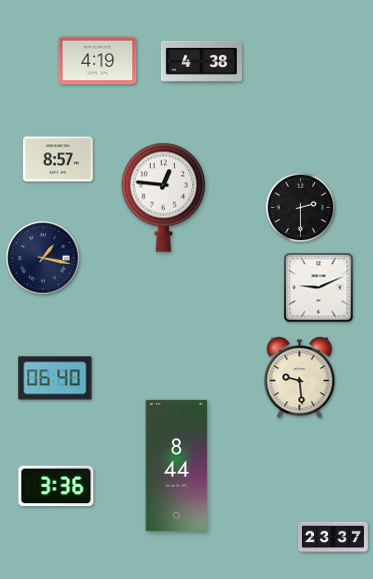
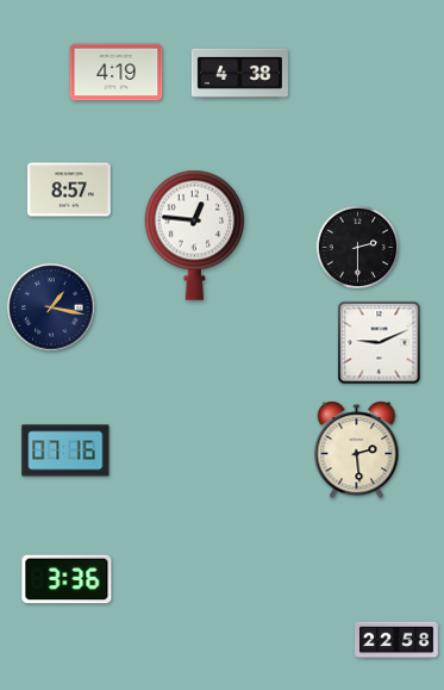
clock at (55, 378): 06:40 -> 07:16
clock at (300, 378): 9:29 -> 2:29
clock at (177, 465): 8:44 -> none
clock at (334, 537): 23:37 -> 22:58
